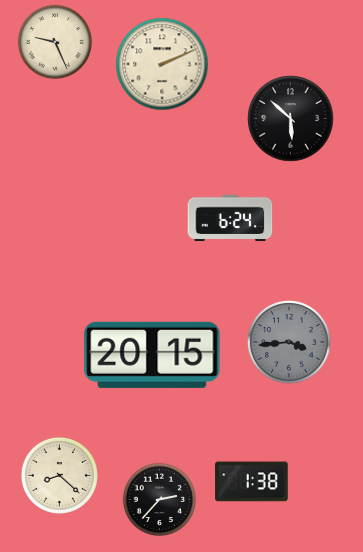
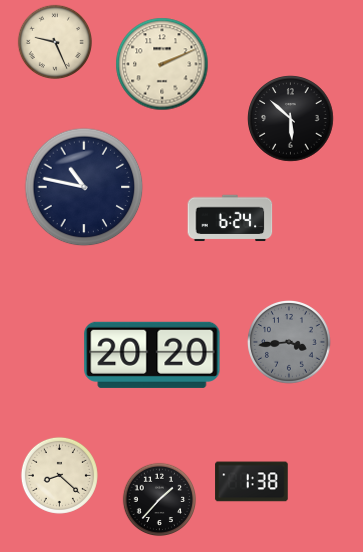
clock at (84, 187): none -> 10:47
clock at (152, 355): 20:15 -> 20:20
clock at (160, 500): 2:37 -> 1:37
